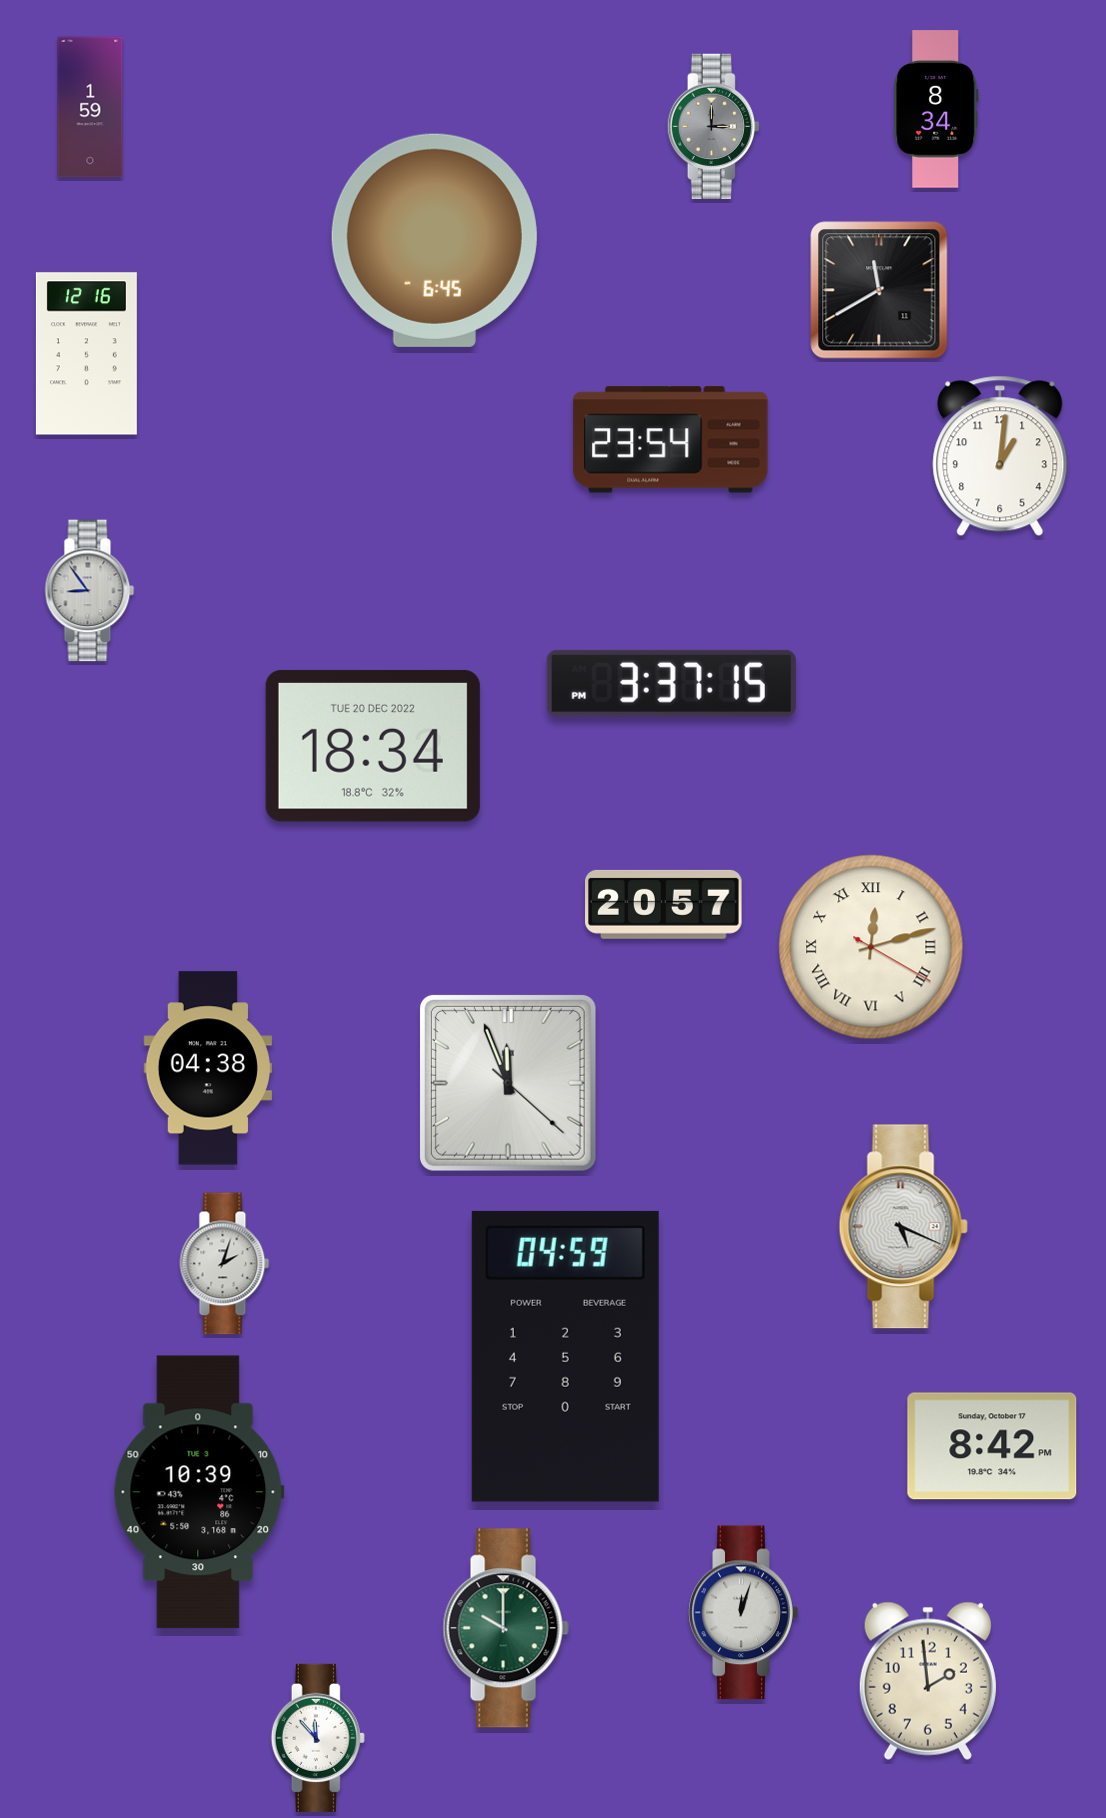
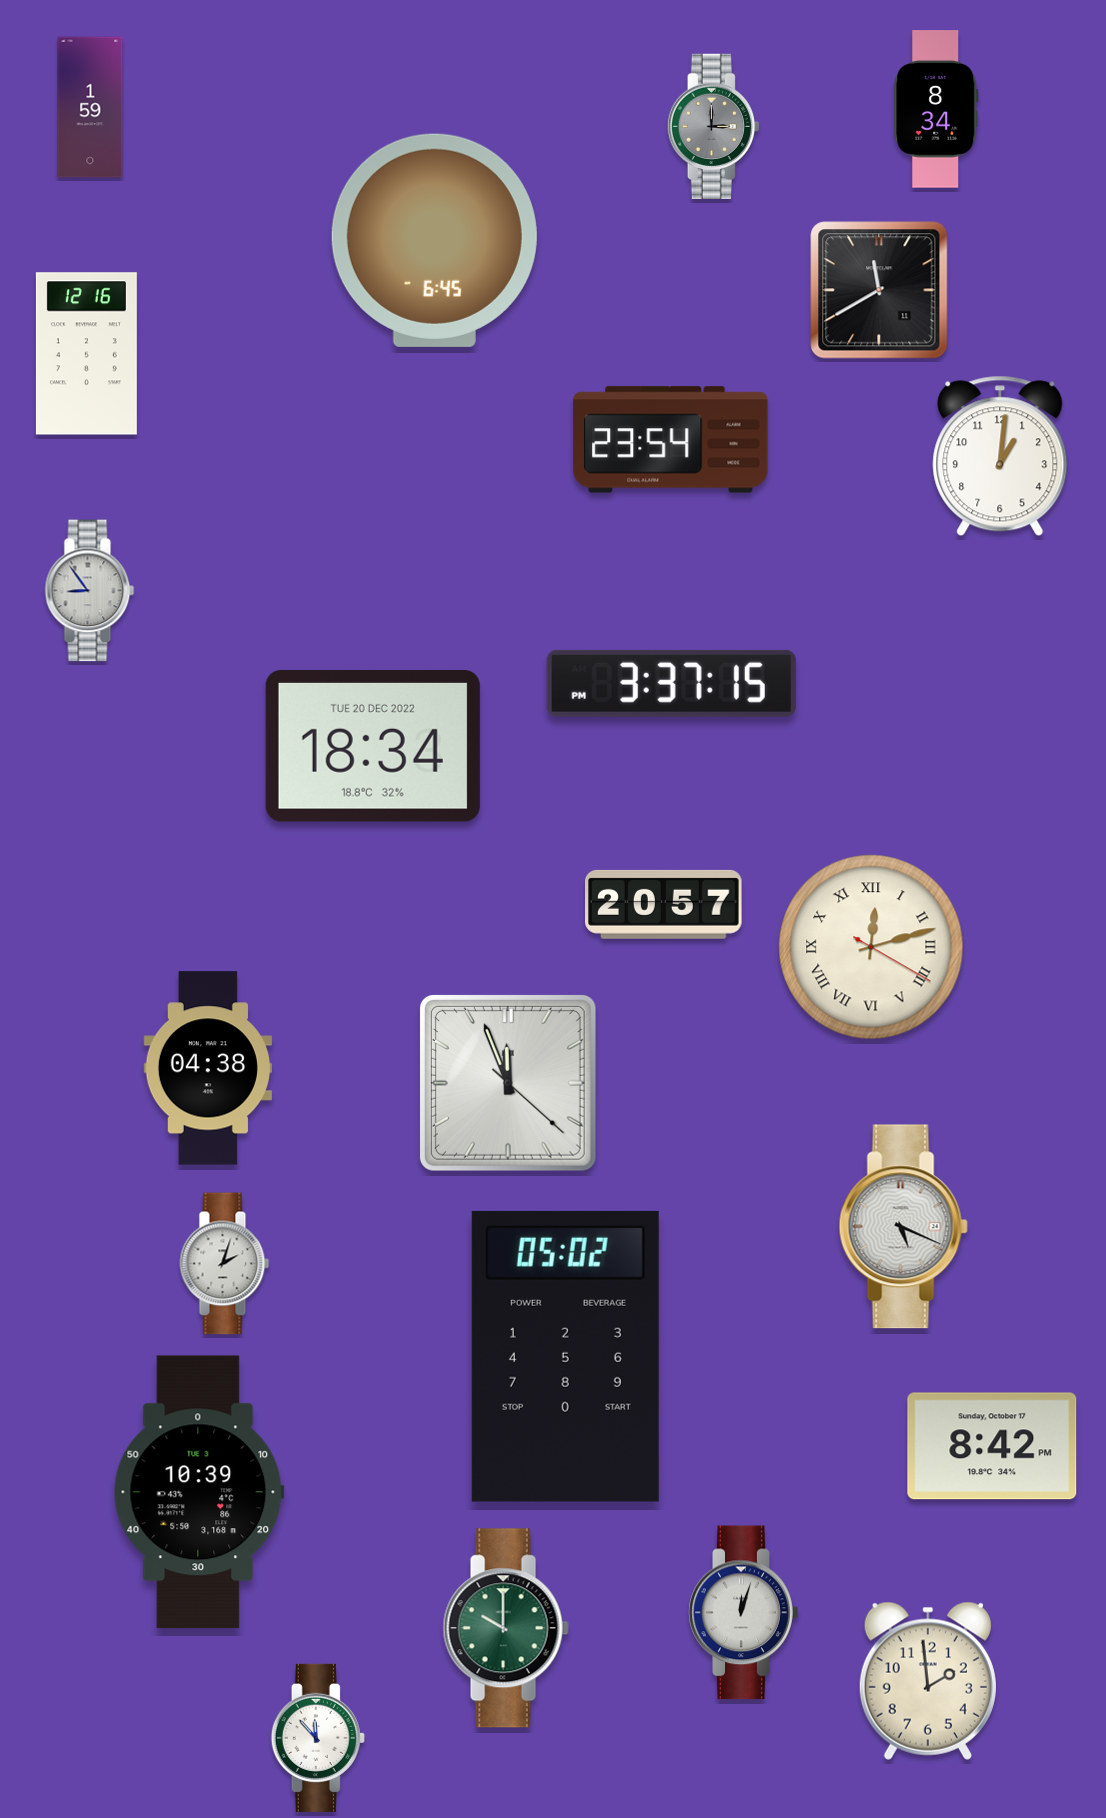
clock at (565, 1356): 04:59 -> 05:02
